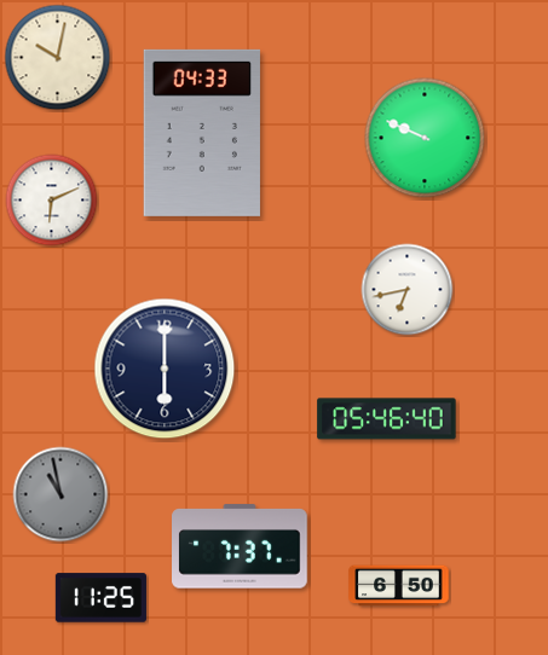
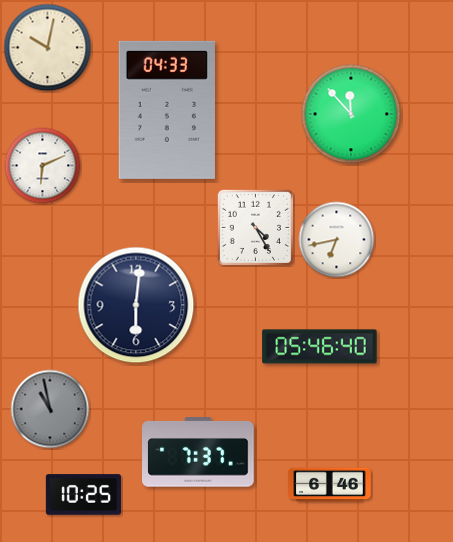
clock at (425, 138): 9:49 -> 11:53
clock at (255, 227): none -> 4:25
clock at (165, 369): 6:00 -> 6:01
clock at (399, 586): 6:50 -> 6:46
clock at (100, 598): 11:25 -> 10:25
